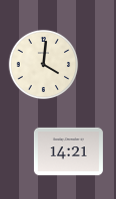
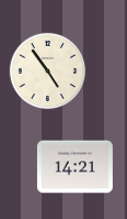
clock at (44, 65): 4:01 -> 4:54
